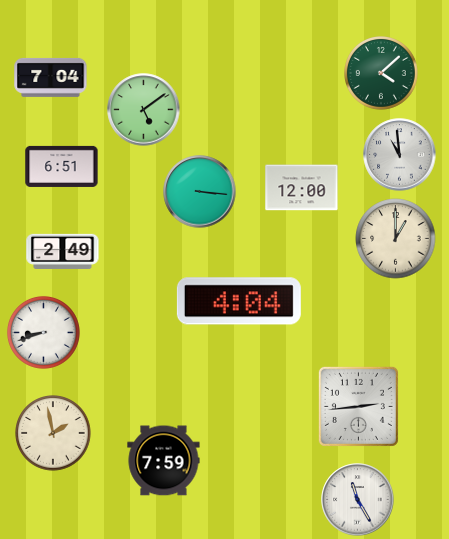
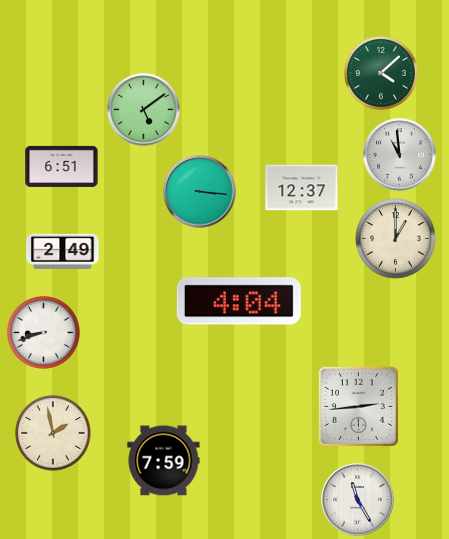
clock at (51, 77): 7:04 -> none
clock at (302, 188): 12:00 -> 12:37
